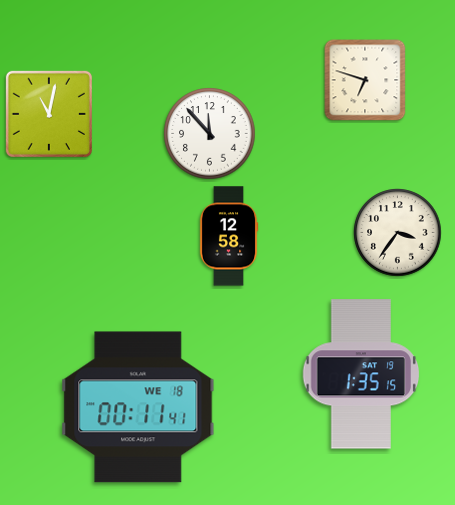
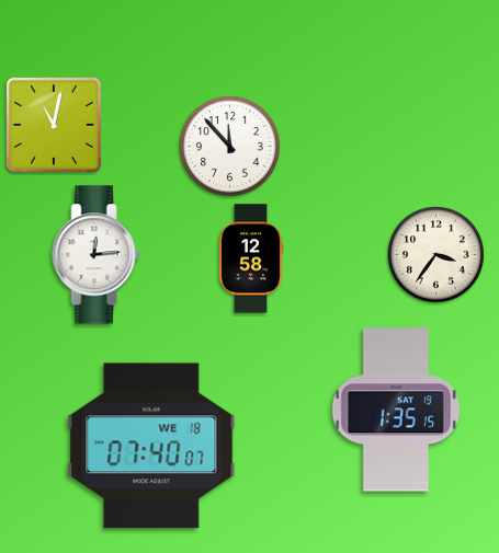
clock at (365, 80): 6:48 -> none
clock at (97, 255): none -> 12:14
clock at (138, 407): 00:11 -> 07:40
